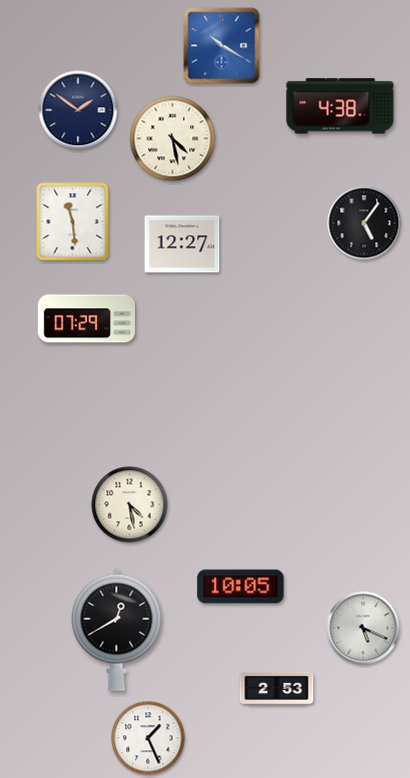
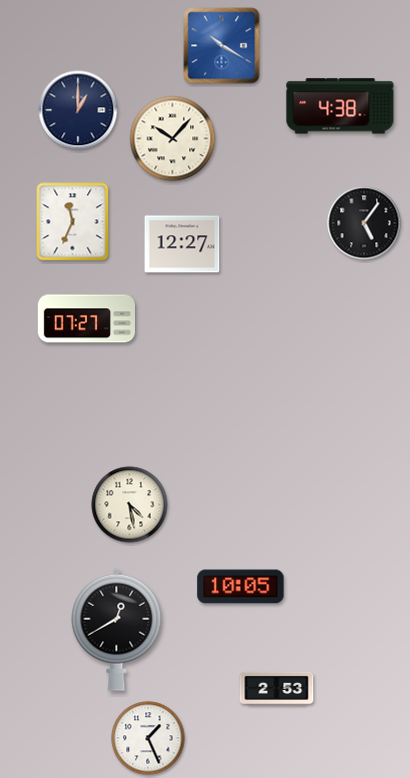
clock at (78, 110): 1:51 -> 1:00
clock at (173, 139): 4:28 -> 10:07
clock at (73, 222): 11:29 -> 11:34
clock at (86, 319): 07:29 -> 07:27
clock at (363, 628): 5:19 -> none
